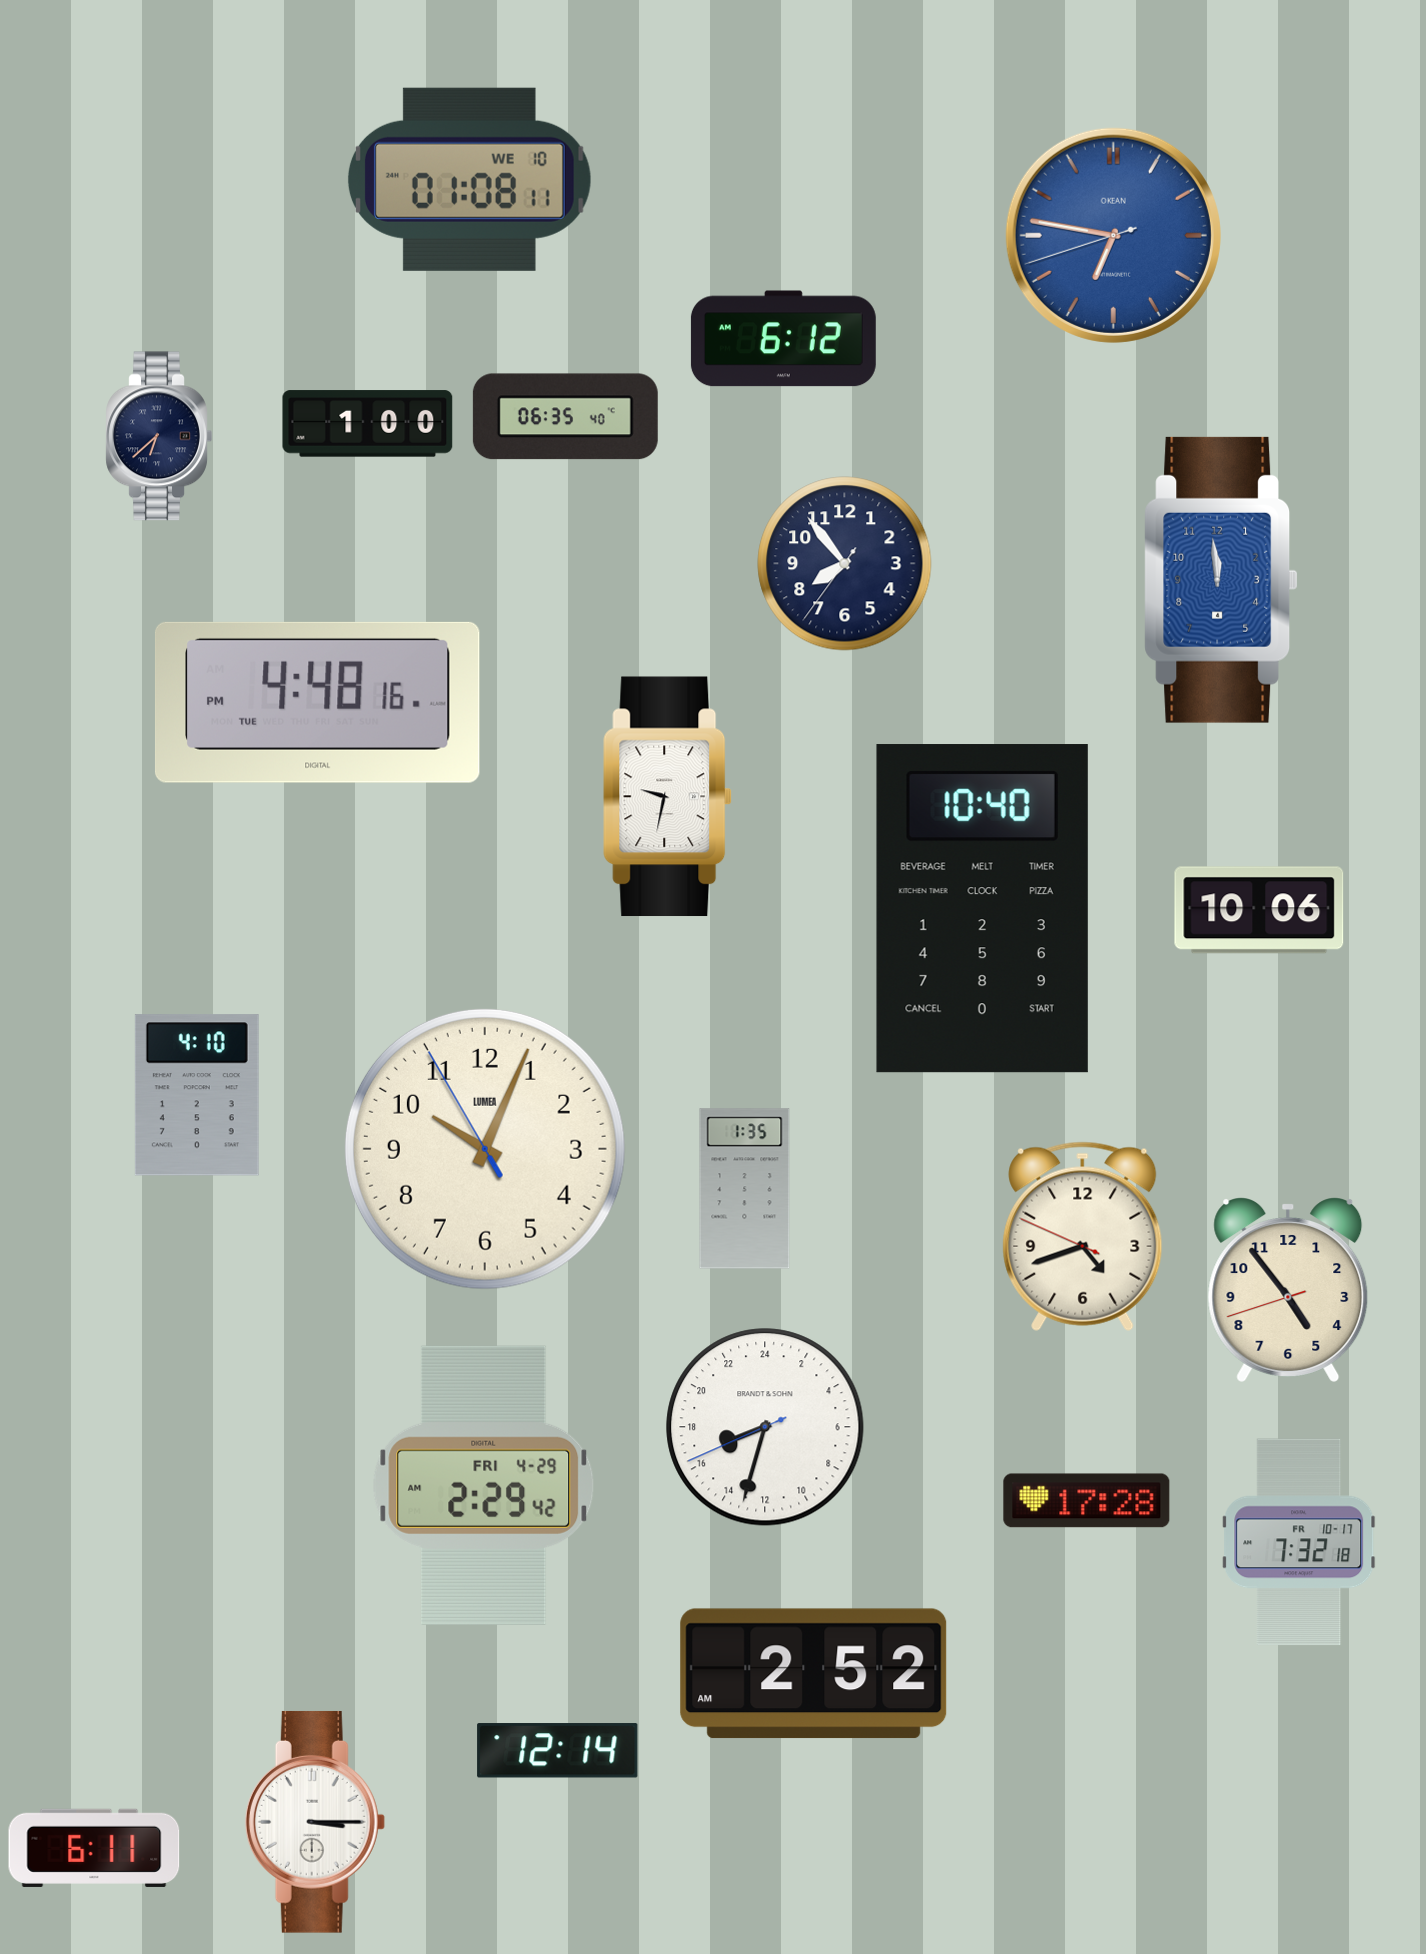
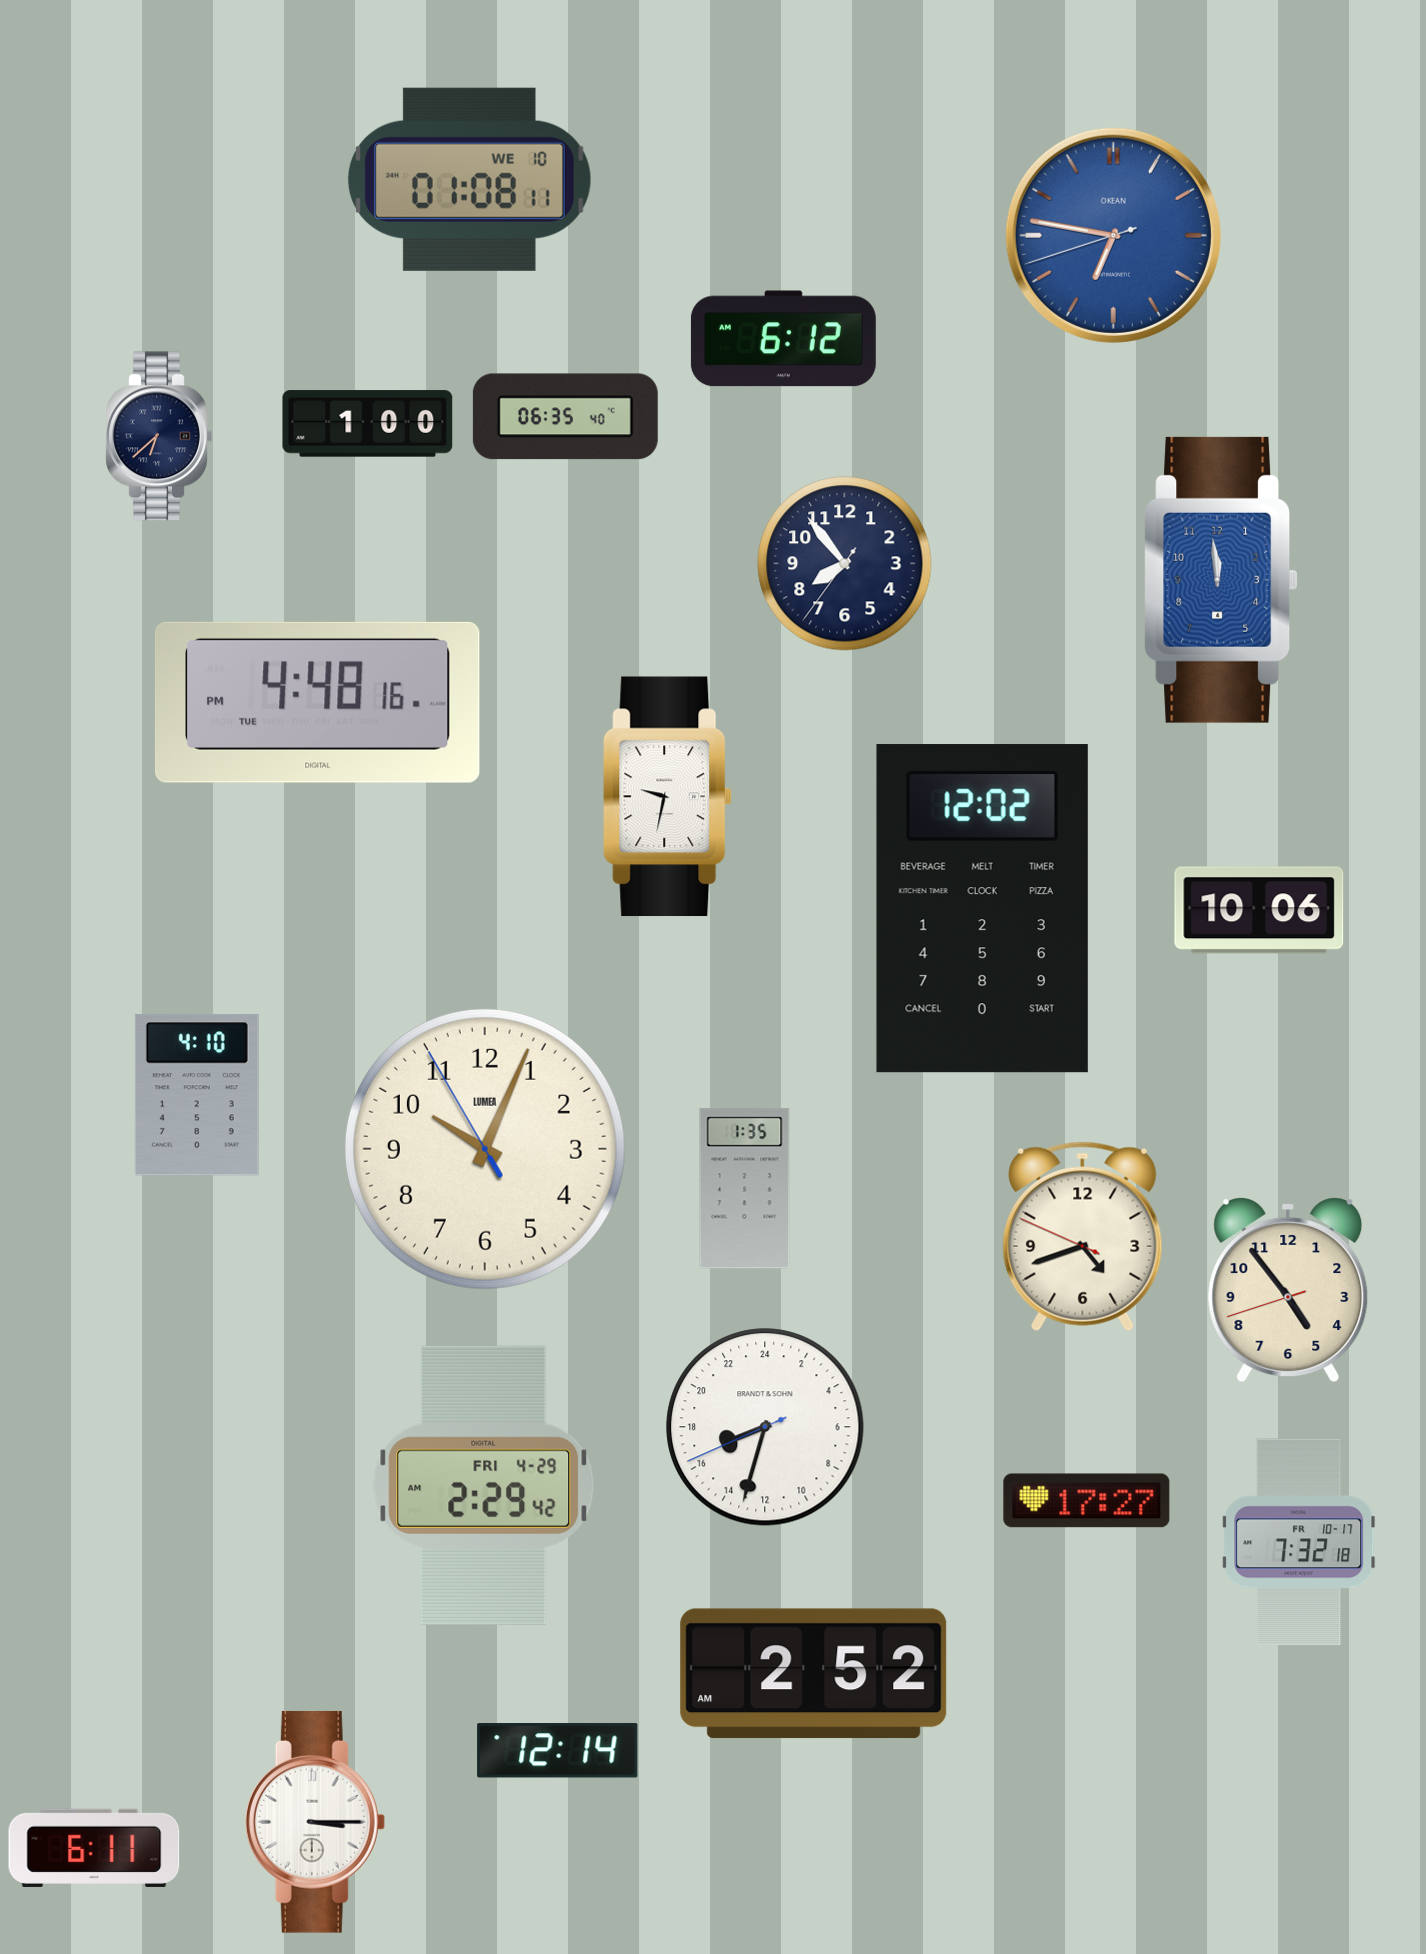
clock at (982, 909): 10:40 -> 12:02
clock at (1087, 1501): 17:28 -> 17:27
